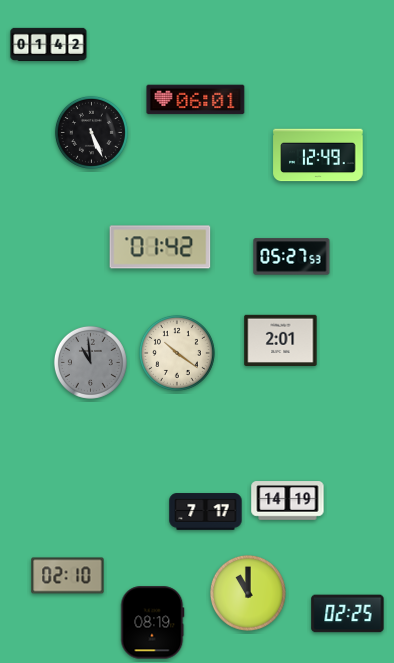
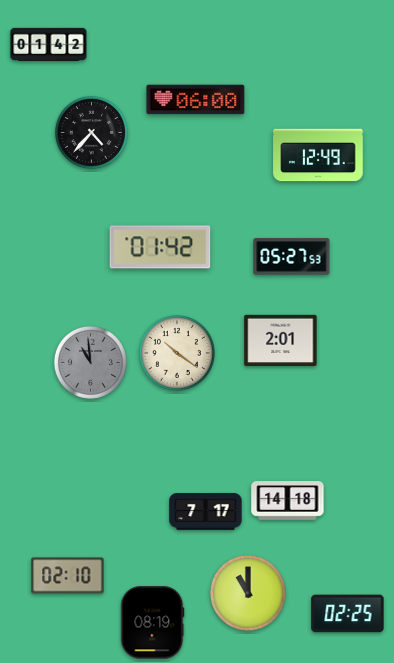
clock at (196, 100): 06:01 -> 06:00
clock at (91, 132): 5:26 -> 4:37
clock at (288, 501): 14:19 -> 14:18
